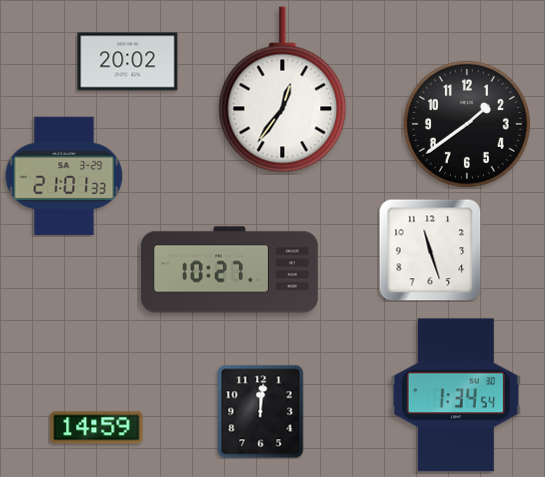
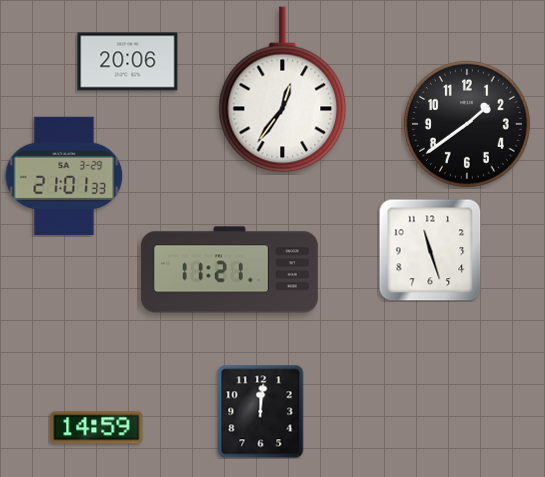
clock at (128, 62): 20:02 -> 20:06
clock at (229, 270): 10:27 -> 11:21
clock at (456, 395): 1:34 -> none
